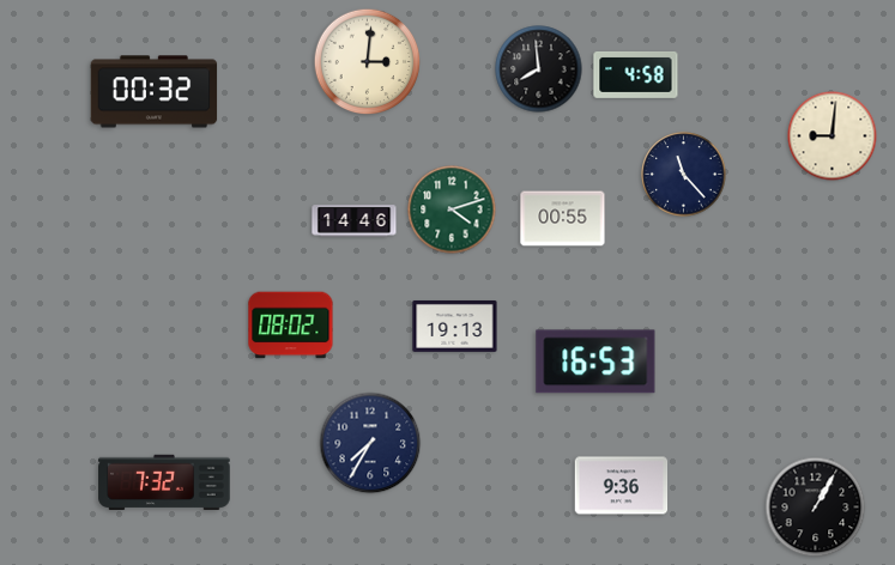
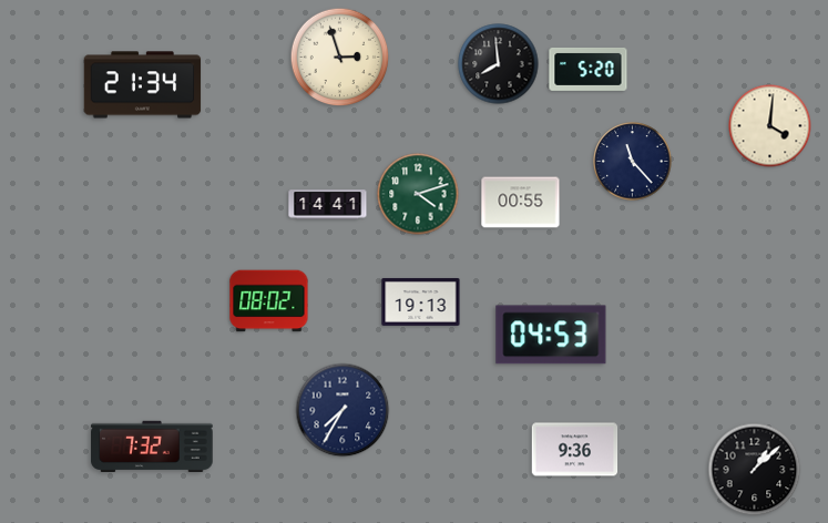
clock at (368, 62): 3:01 -> 2:57
clock at (636, 74): 4:58 -> 5:20
clock at (155, 92): 00:32 -> 21:34
clock at (833, 136): 9:01 -> 4:01
clock at (355, 221): 14:46 -> 14:41
clock at (595, 362): 16:53 -> 04:53
clock at (816, 508): 1:05 -> 1:08
